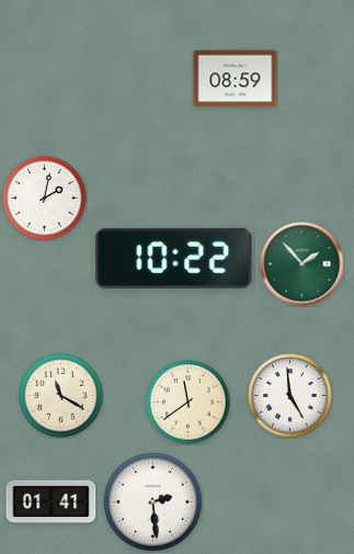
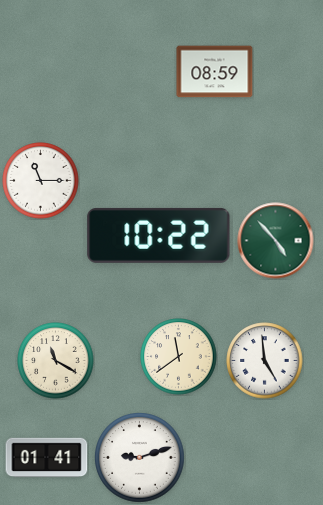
clock at (45, 199): 2:02 -> 11:15
clock at (302, 264): 1:53 -> 4:53
clock at (189, 403) position: (189, 403) -> (179, 357)
clock at (153, 502): 2:29 -> 9:12
